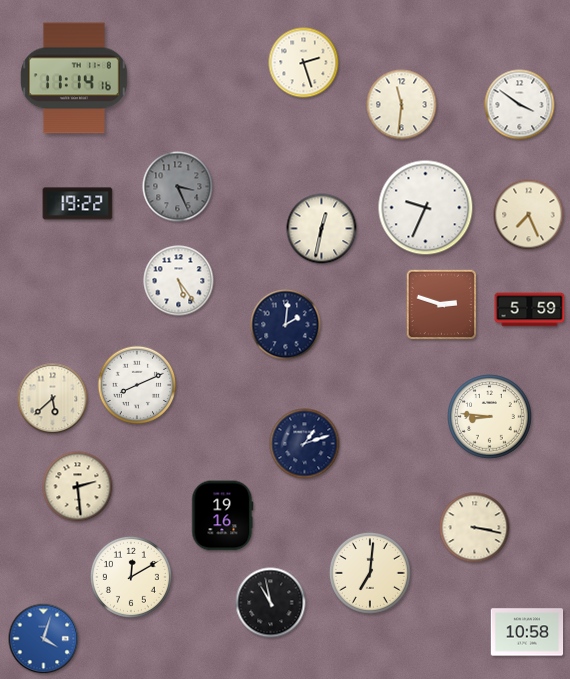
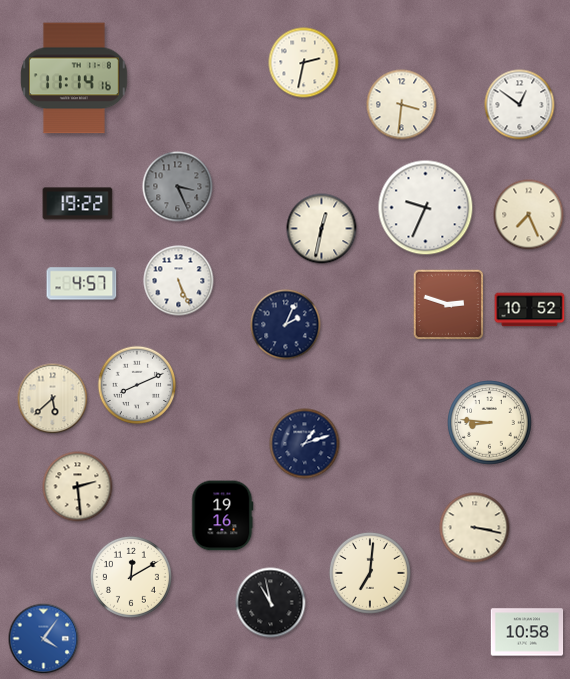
clock at (304, 63): 2:27 -> 2:32
clock at (402, 105): 11:31 -> 3:31
clock at (520, 105): 3:51 -> 12:51
clock at (179, 281): 5:24 -> 5:26
clock at (82, 284): none -> 4:57
clock at (442, 305) position: (442, 305) -> (449, 305)
clock at (530, 310): 5:59 -> 10:52
clock at (286, 325): 2:01 -> 2:04
clock at (490, 417) position: (490, 417) -> (490, 423)
clock at (44, 639): 4:03 -> 4:06
